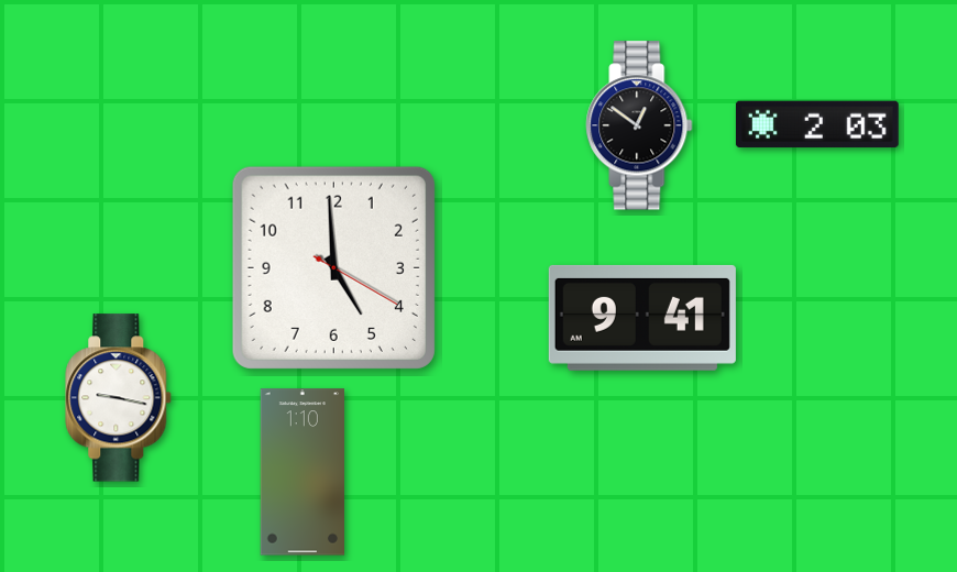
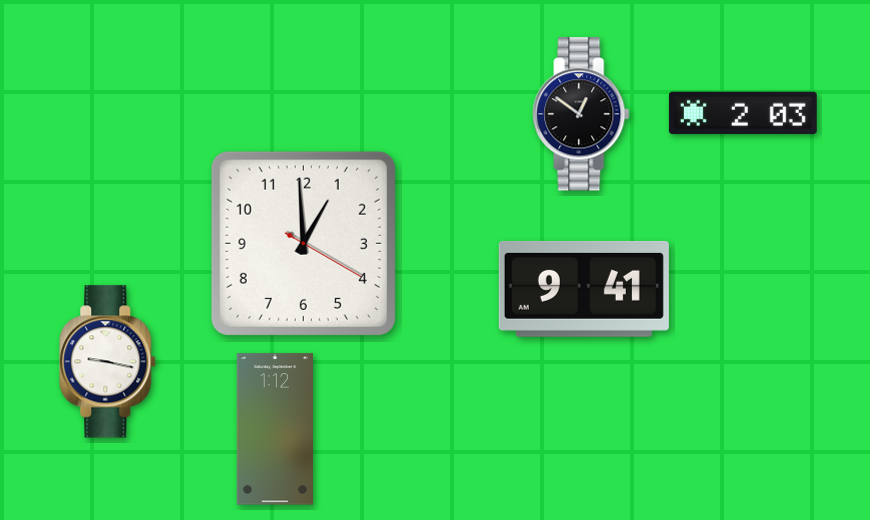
clock at (333, 267): 4:59 -> 12:59
clock at (301, 472): 1:10 -> 1:12
